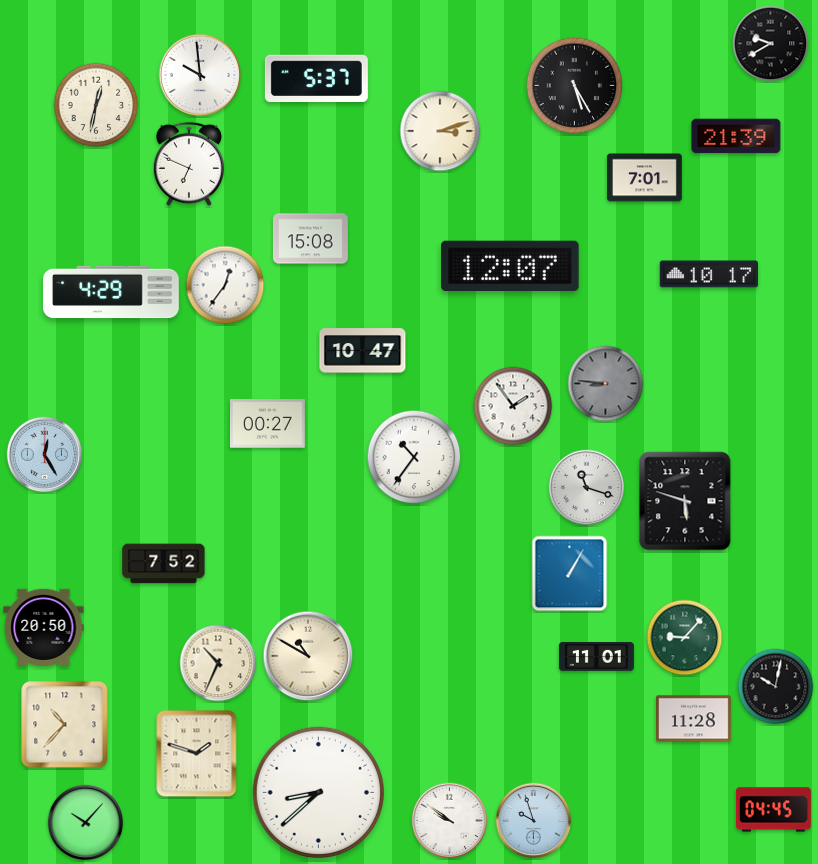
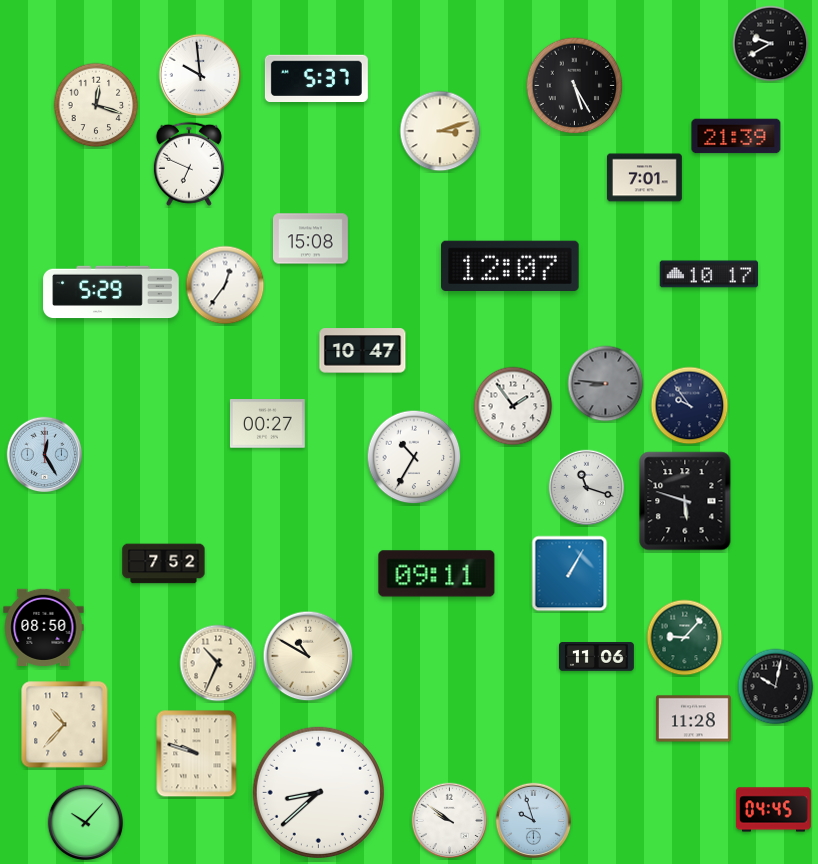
clock at (96, 105): 12:32 -> 12:18
clock at (111, 292): 4:29 -> 5:29
clock at (690, 406): none -> 9:54
clock at (414, 457): 10:36 -> 10:35
clock at (437, 574): none -> 09:11
clock at (44, 627): 20:50 -> 08:50
clock at (596, 657): 11:01 -> 11:06
clock at (197, 754): 1:48 -> 9:48
